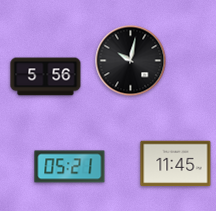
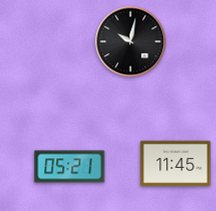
clock at (131, 61) position: (131, 61) -> (131, 42)
clock at (46, 77): 5:56 -> none
